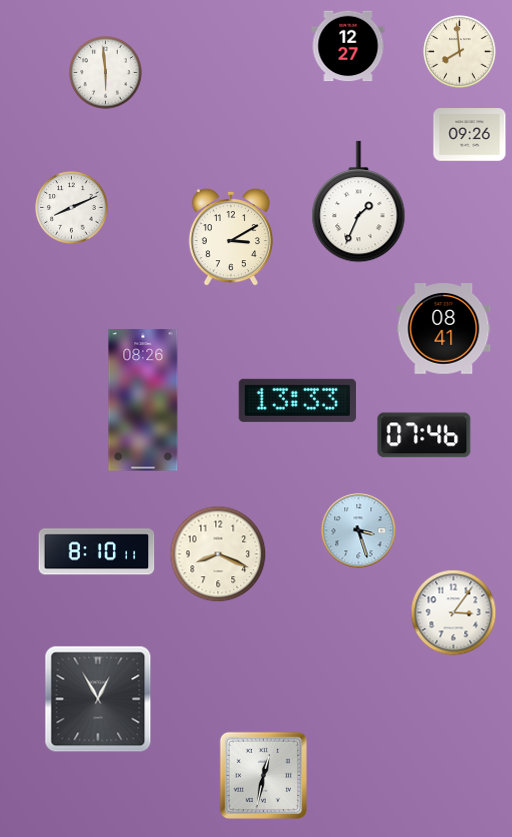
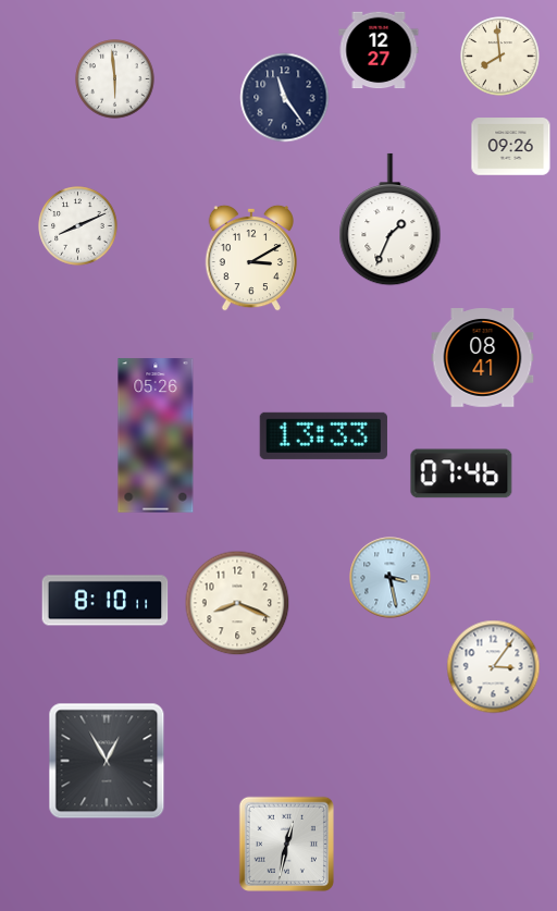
clock at (285, 98): none -> 11:24
clock at (143, 400): 08:26 -> 05:26
clock at (359, 531): 3:27 -> 3:28
